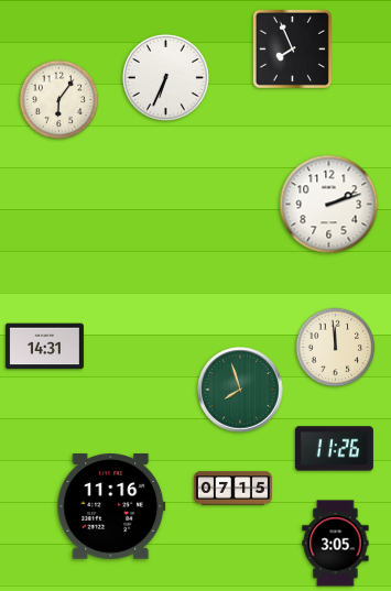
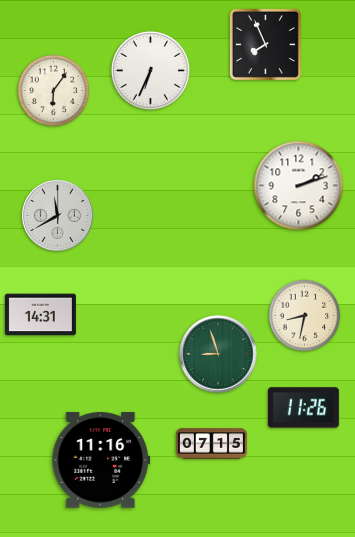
clock at (57, 215): none -> 11:40
clock at (336, 348): 11:59 -> 8:32
clock at (240, 390): 7:57 -> 8:57
clock at (336, 544): 3:05 -> none
